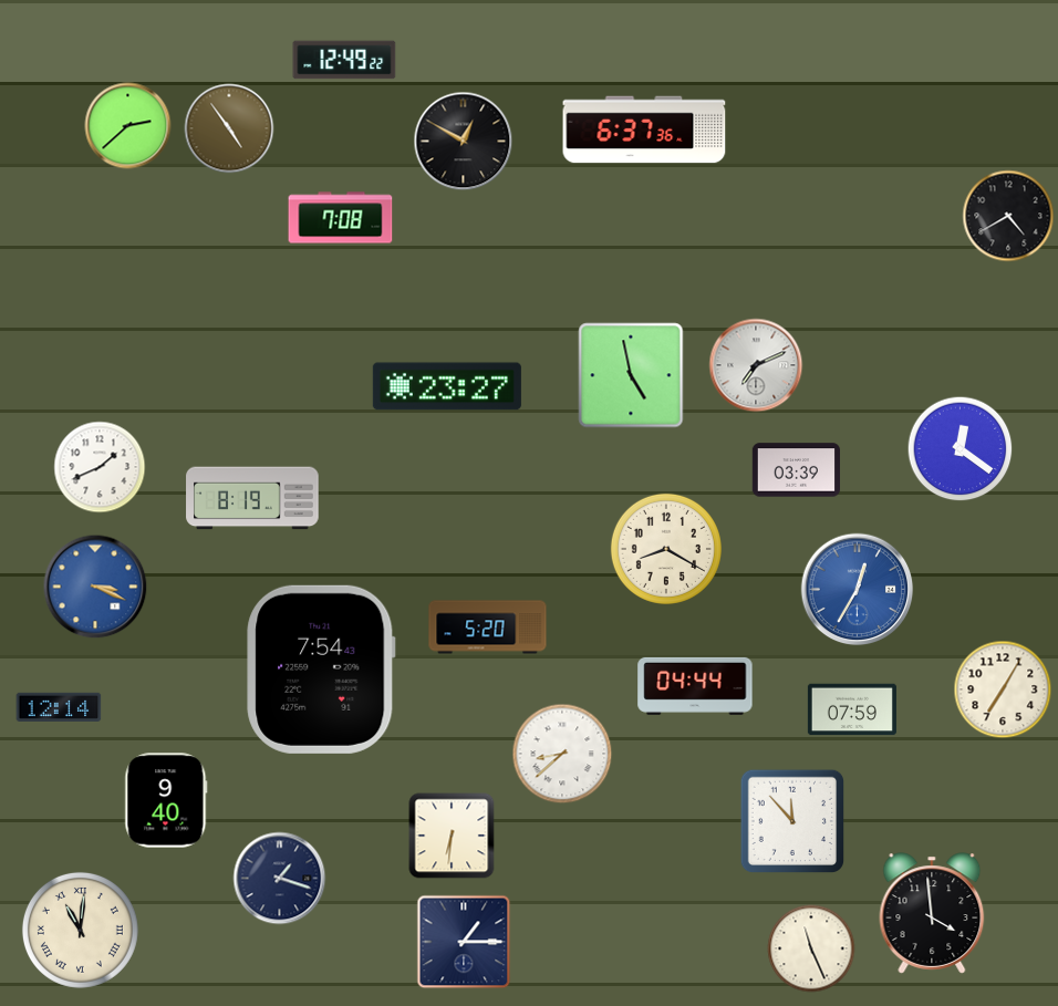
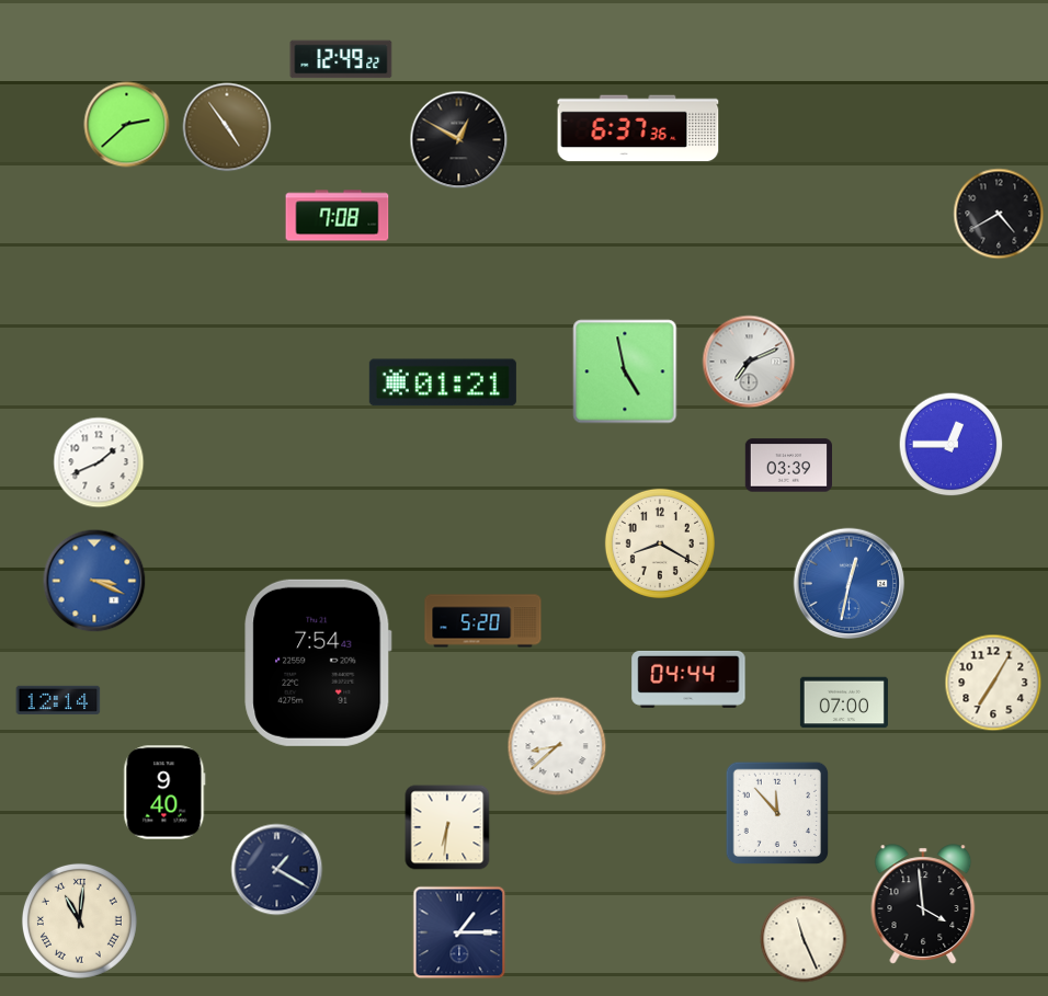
clock at (447, 386): 23:27 -> 01:21
clock at (961, 449): 12:21 -> 12:45
clock at (252, 498): 8:19 -> none
clock at (858, 590): 12:35 -> 12:32
clock at (852, 709): 07:59 -> 07:00
clock at (791, 820) position: (791, 820) -> (776, 812)
clock at (280, 879): 1:18 -> 1:20
